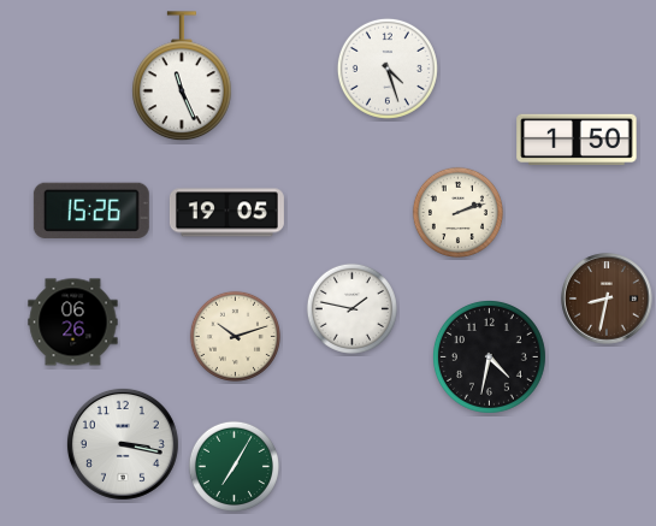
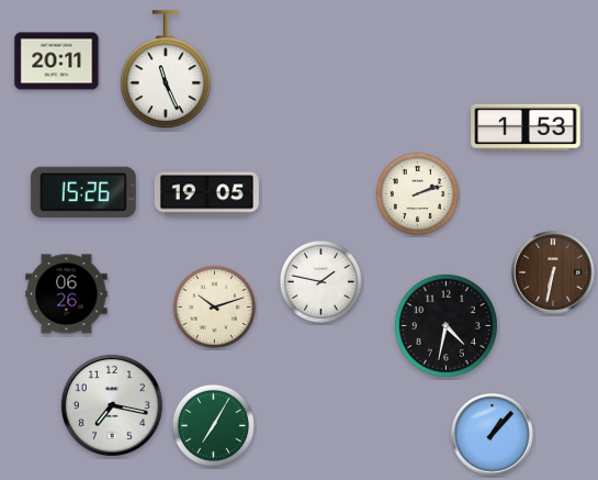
clock at (57, 62): none -> 20:11
clock at (388, 69): 4:27 -> none
clock at (577, 140): 1:50 -> 1:53
clock at (607, 299): 8:32 -> 6:32
clock at (123, 444): 3:17 -> 7:17
clock at (493, 435): none -> 1:07
